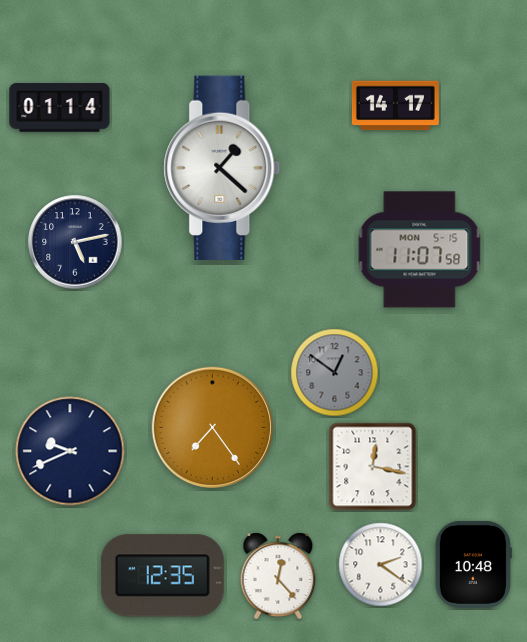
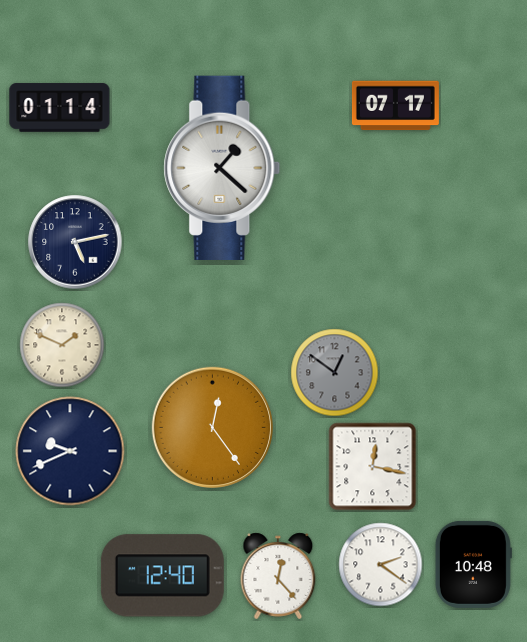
clock at (395, 106): 14:17 -> 07:17
clock at (420, 250): 11:07 -> none
clock at (62, 345): none -> 1:49
clock at (212, 427): 7:24 -> 12:24
clock at (162, 576): 12:35 -> 12:40
